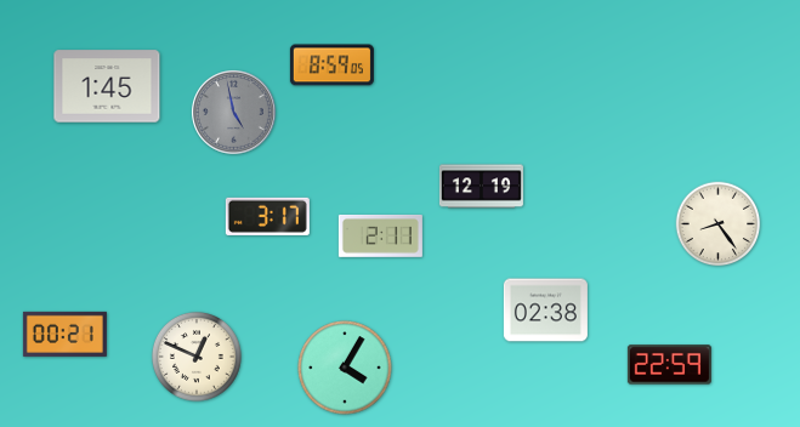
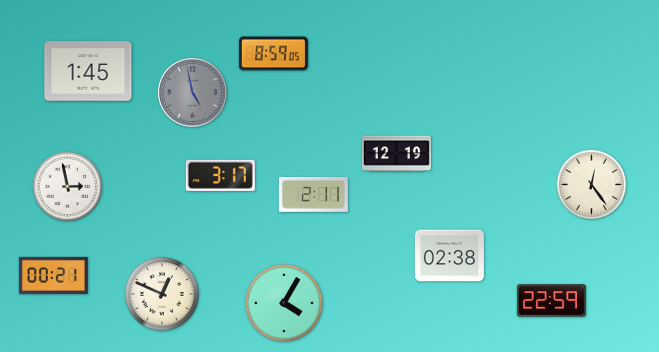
clock at (267, 216) position: (267, 216) -> (220, 175)
clock at (719, 224): 8:24 -> 12:24
clock at (68, 187): none -> 2:58
